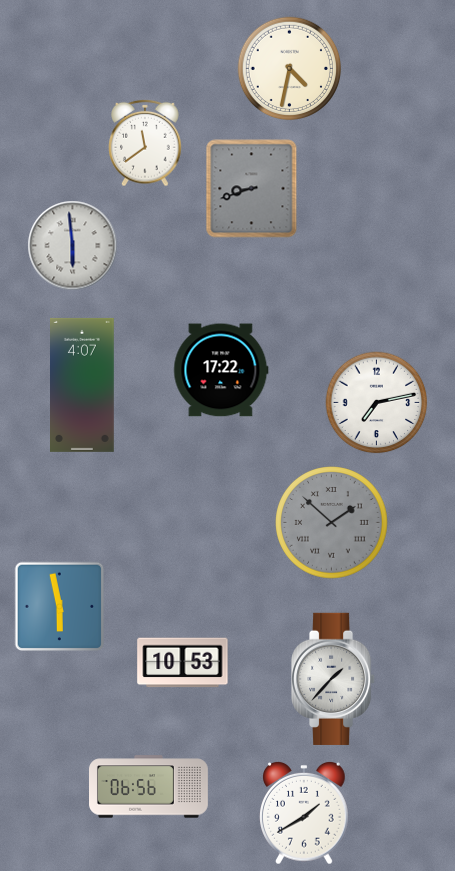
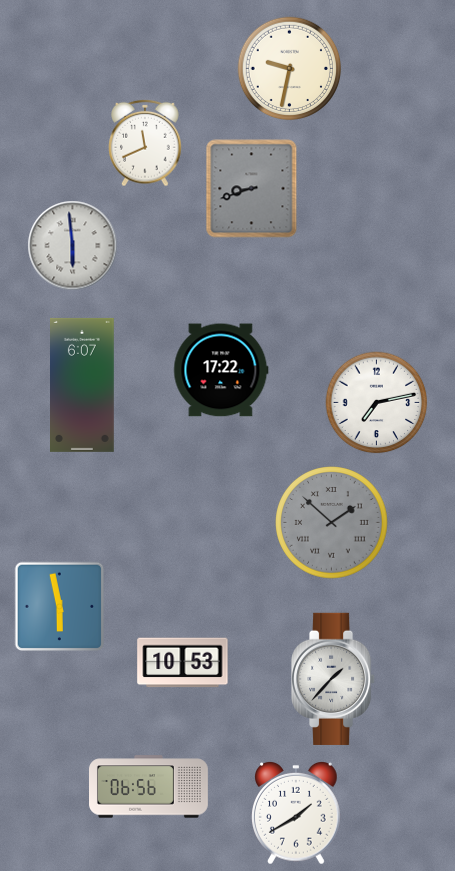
clock at (290, 69): 4:32 -> 9:32
clock at (145, 143): 11:39 -> 11:41
clock at (83, 385): 4:07 -> 6:07
clock at (304, 813) position: (304, 813) -> (296, 813)
